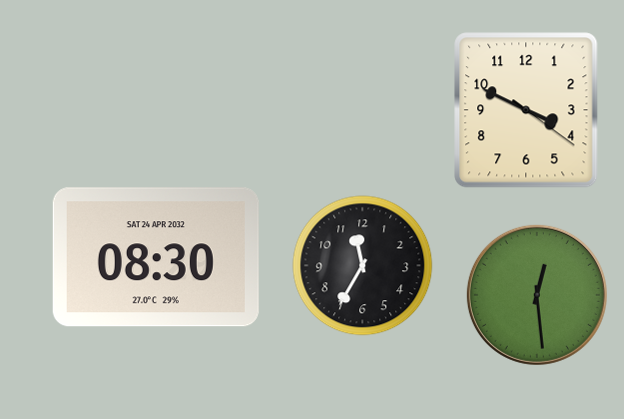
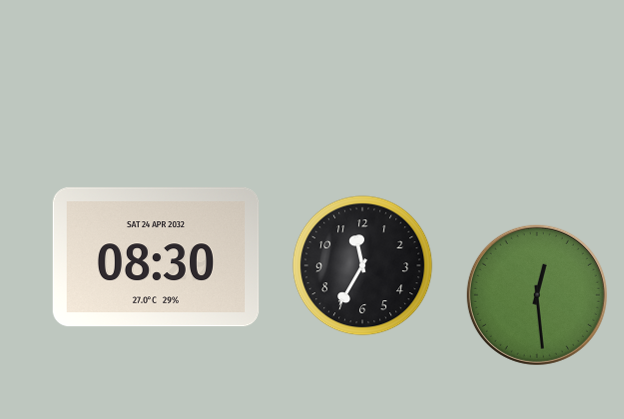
clock at (526, 110): 3:49 -> none
